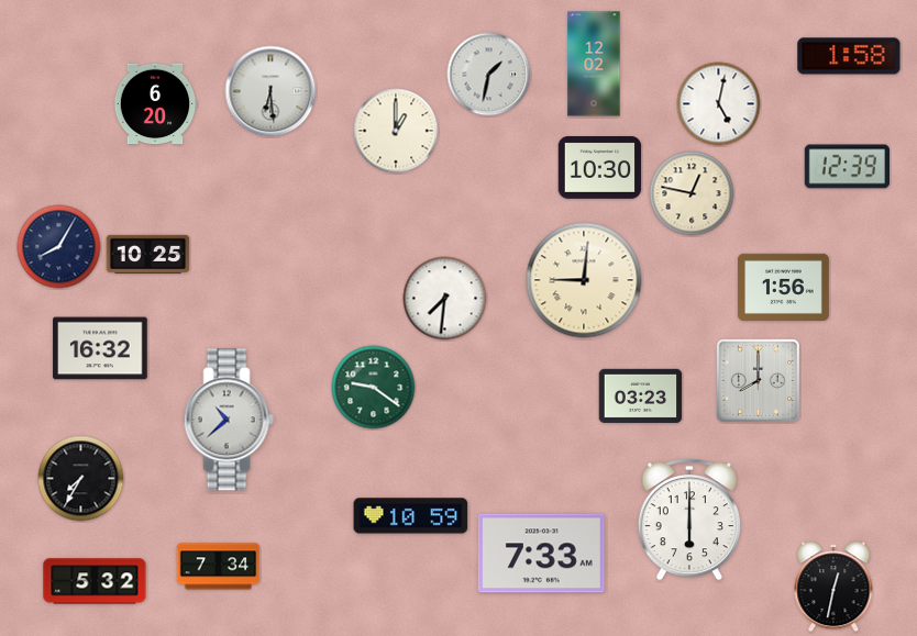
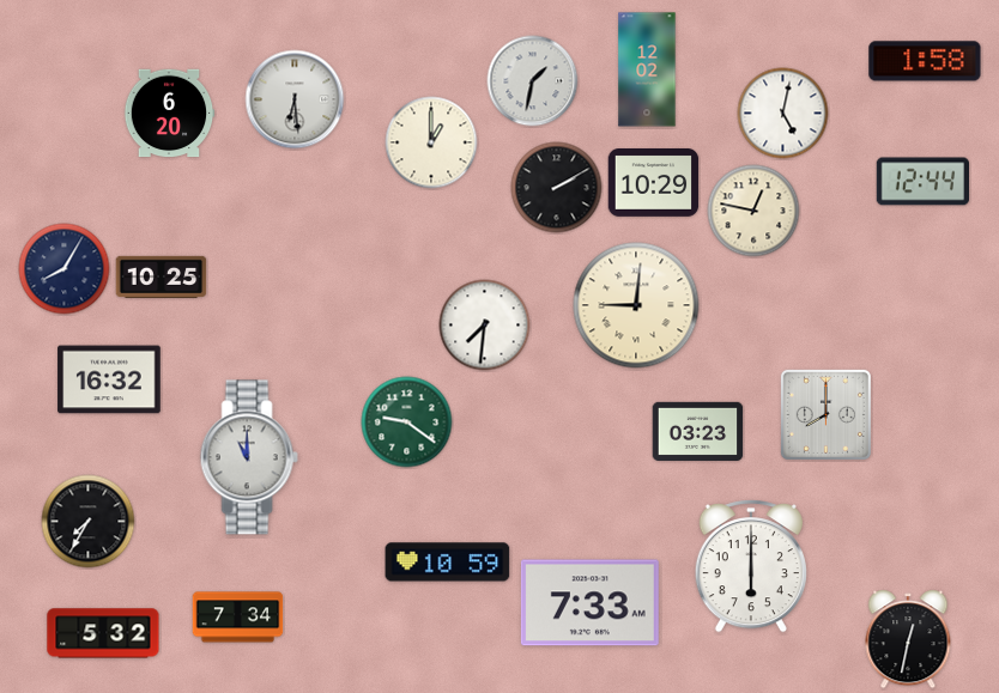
clock at (847, 167): 12:39 -> 12:44
clock at (600, 168): 10:30 -> 10:29
clock at (557, 188): none -> 2:10
clock at (783, 287): 1:56 -> none
clock at (229, 420): 10:38 -> 11:00
